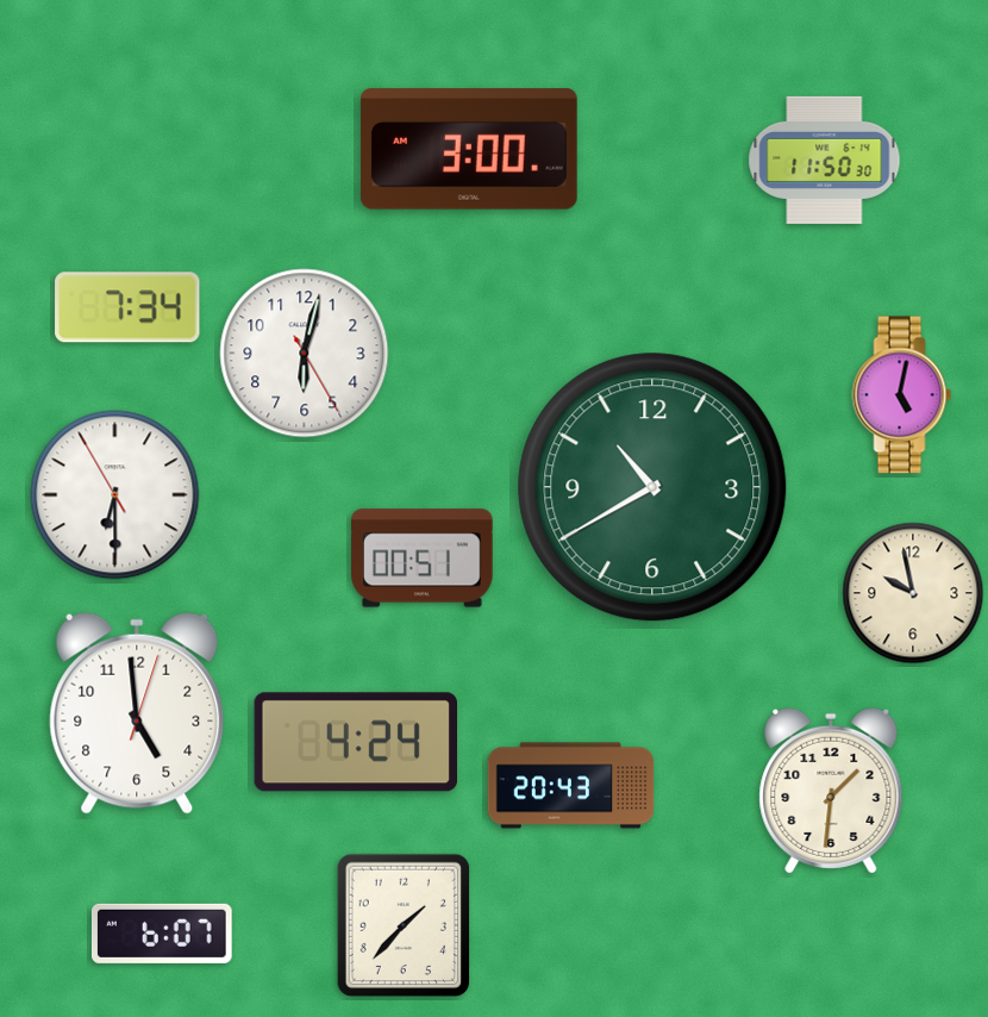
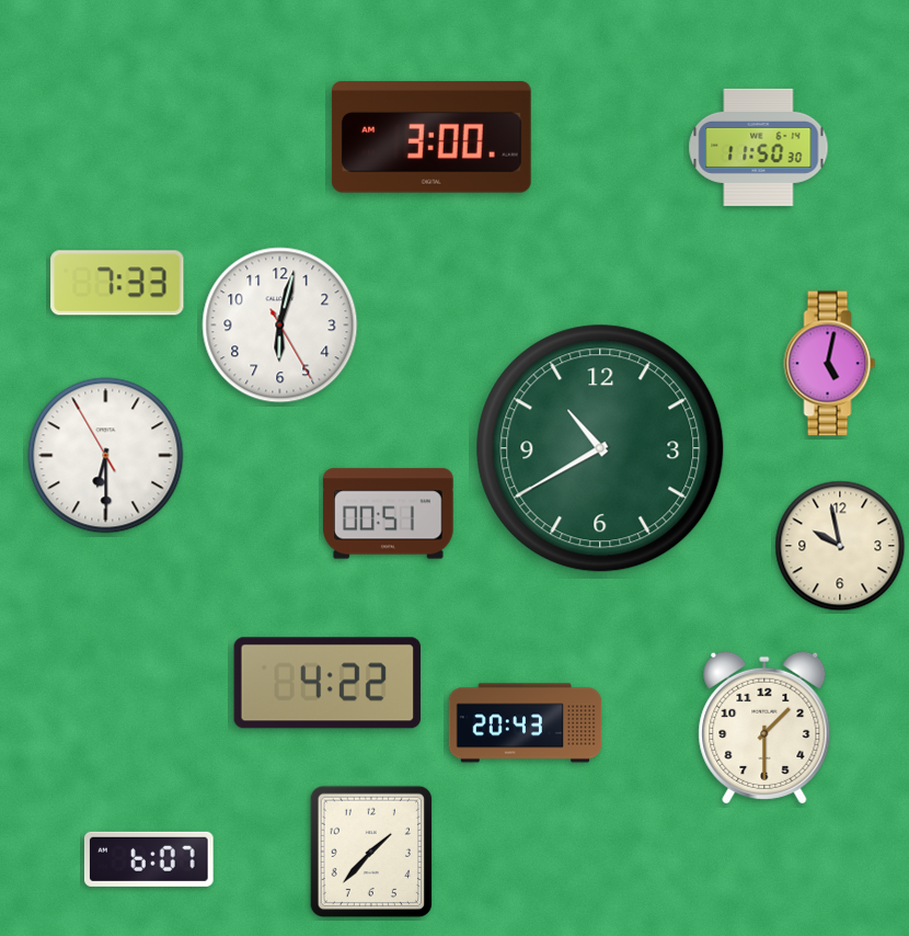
clock at (127, 307): 7:34 -> 7:33
clock at (137, 713): 4:59 -> none
clock at (355, 742): 4:24 -> 4:22
clock at (831, 791): 1:31 -> 1:30
